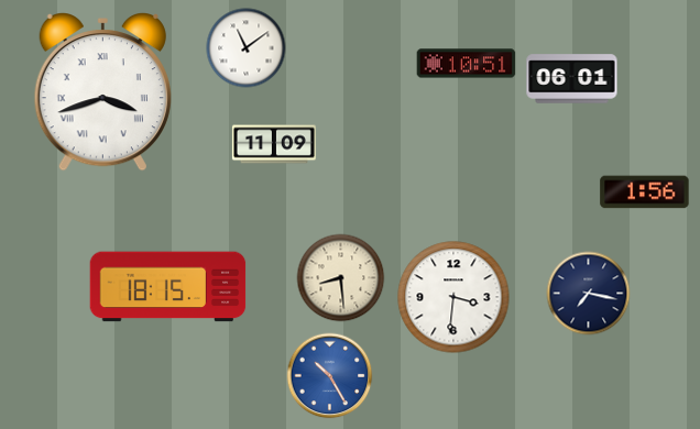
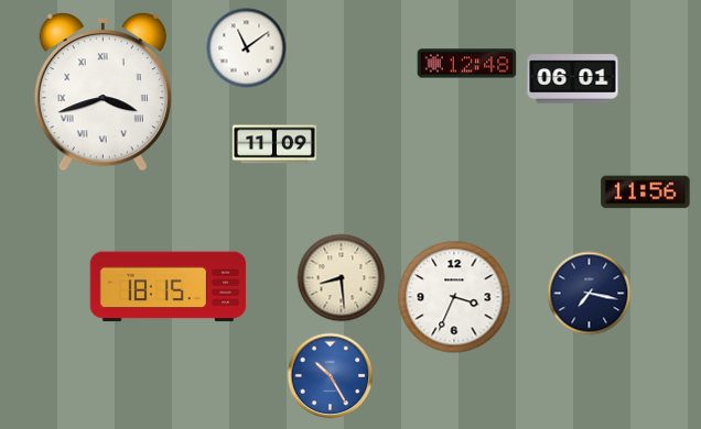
clock at (467, 64): 10:51 -> 12:48
clock at (645, 193): 1:56 -> 11:56
clock at (453, 297): 3:31 -> 3:34
